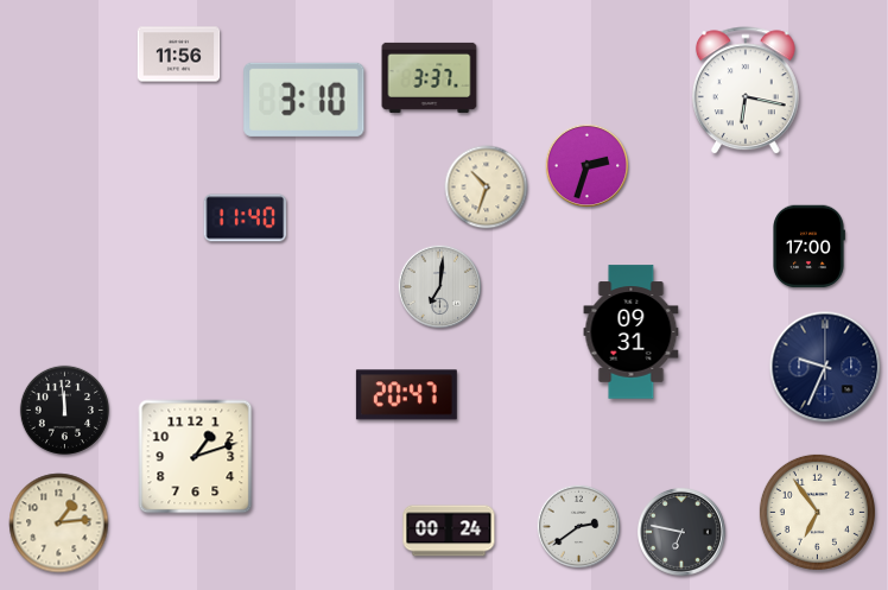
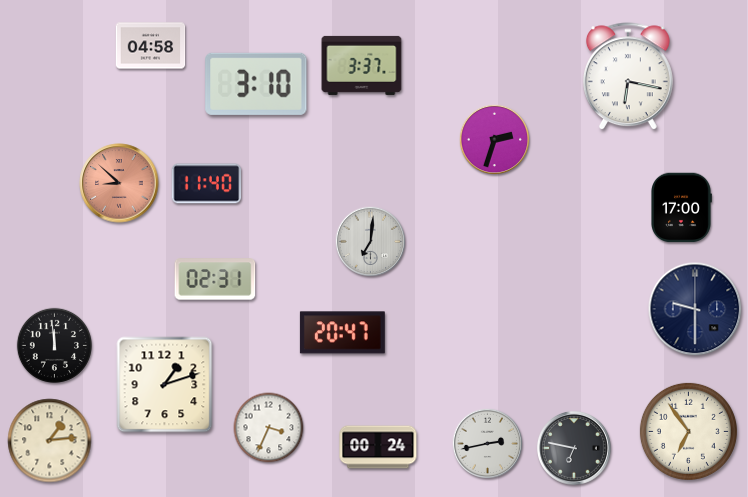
clock at (179, 55): 11:56 -> 04:58
clock at (487, 188): 10:33 -> none
clock at (119, 183): none -> 8:52
clock at (215, 279): none -> 02:31
clock at (632, 332): 09:31 -> none
clock at (825, 367): 9:34 -> 9:30
clock at (269, 428): none -> 3:34
clock at (579, 527): 2:39 -> 2:43
